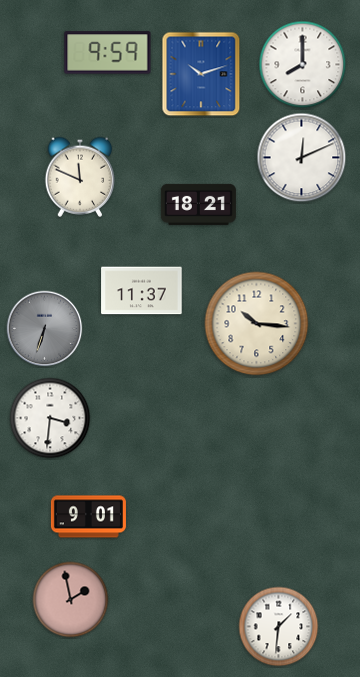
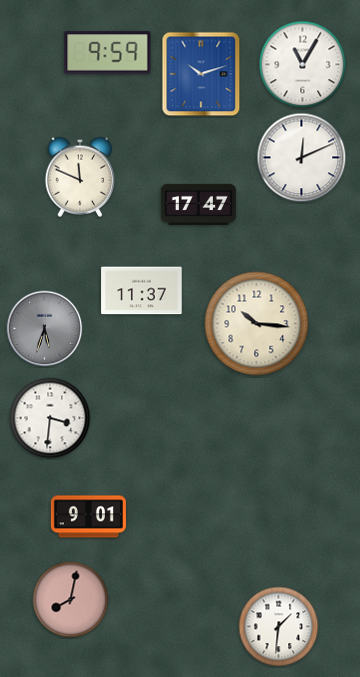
clock at (303, 65): 8:00 -> 11:05
clock at (198, 204): 18:21 -> 17:47
clock at (45, 329): 6:33 -> 5:33
clock at (71, 600): 1:58 -> 8:02
